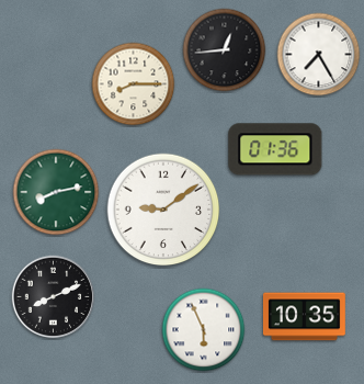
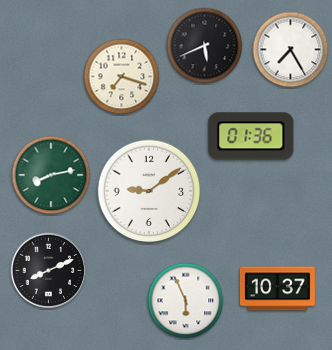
clock at (225, 50): 12:44 -> 5:41
clock at (134, 84): 8:15 -> 7:18
clock at (304, 317): 10:35 -> 10:37
